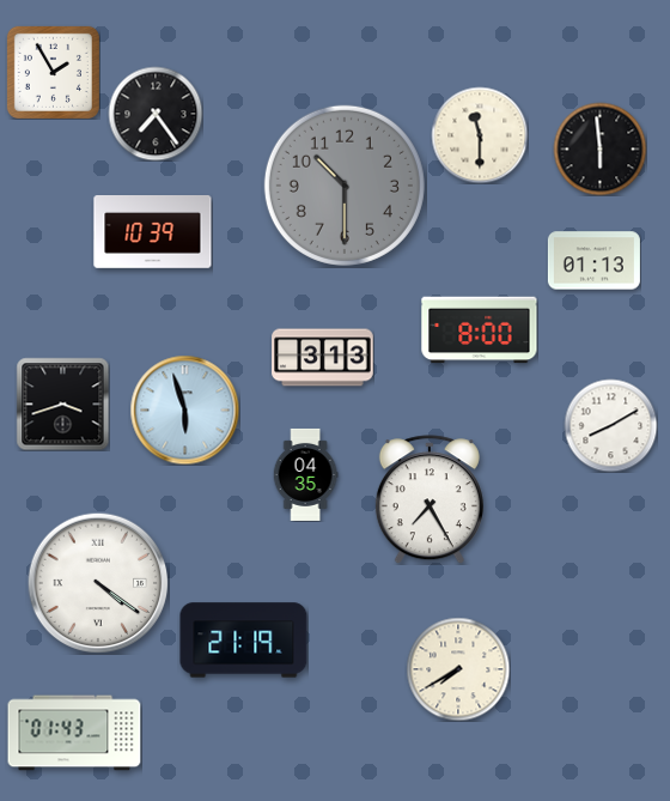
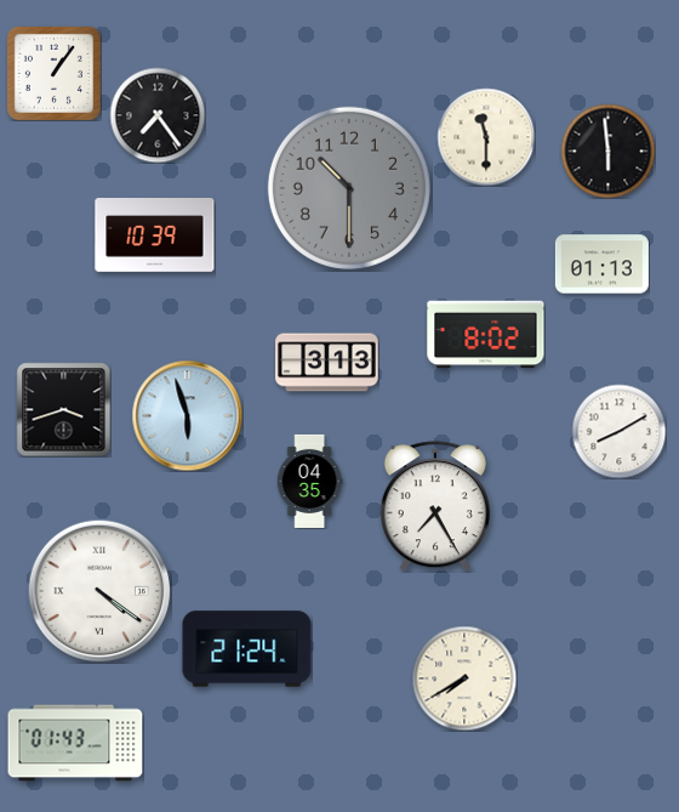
clock at (53, 72): 1:55 -> 1:06
clock at (480, 330): 8:00 -> 8:02
clock at (244, 641): 21:19 -> 21:24
